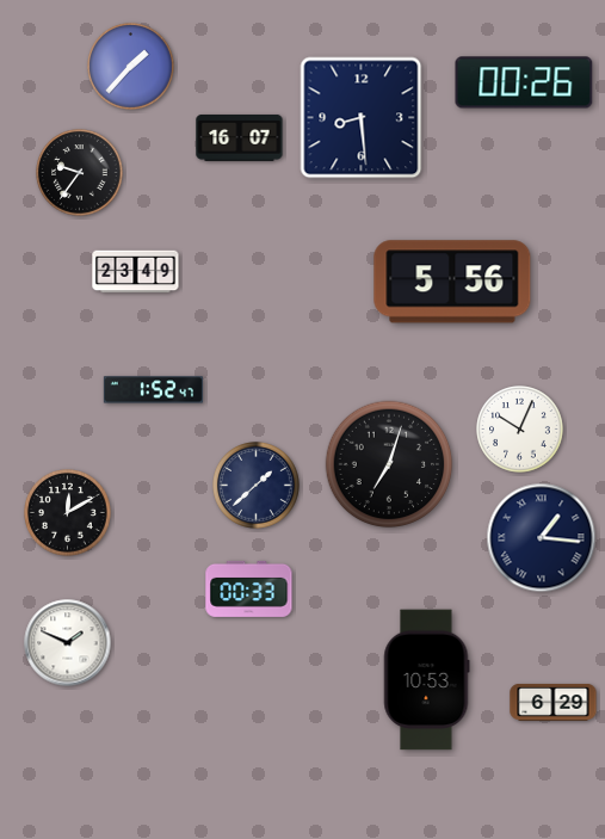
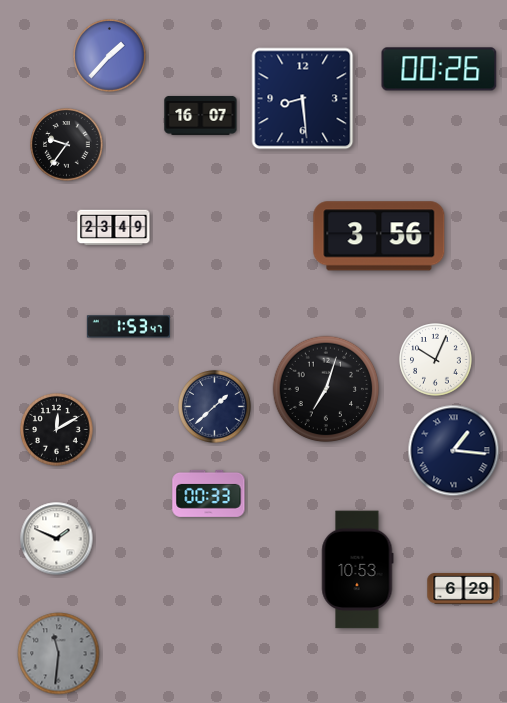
clock at (452, 282): 5:56 -> 3:56
clock at (153, 390): 1:52 -> 1:53
clock at (59, 654): none -> 11:31
